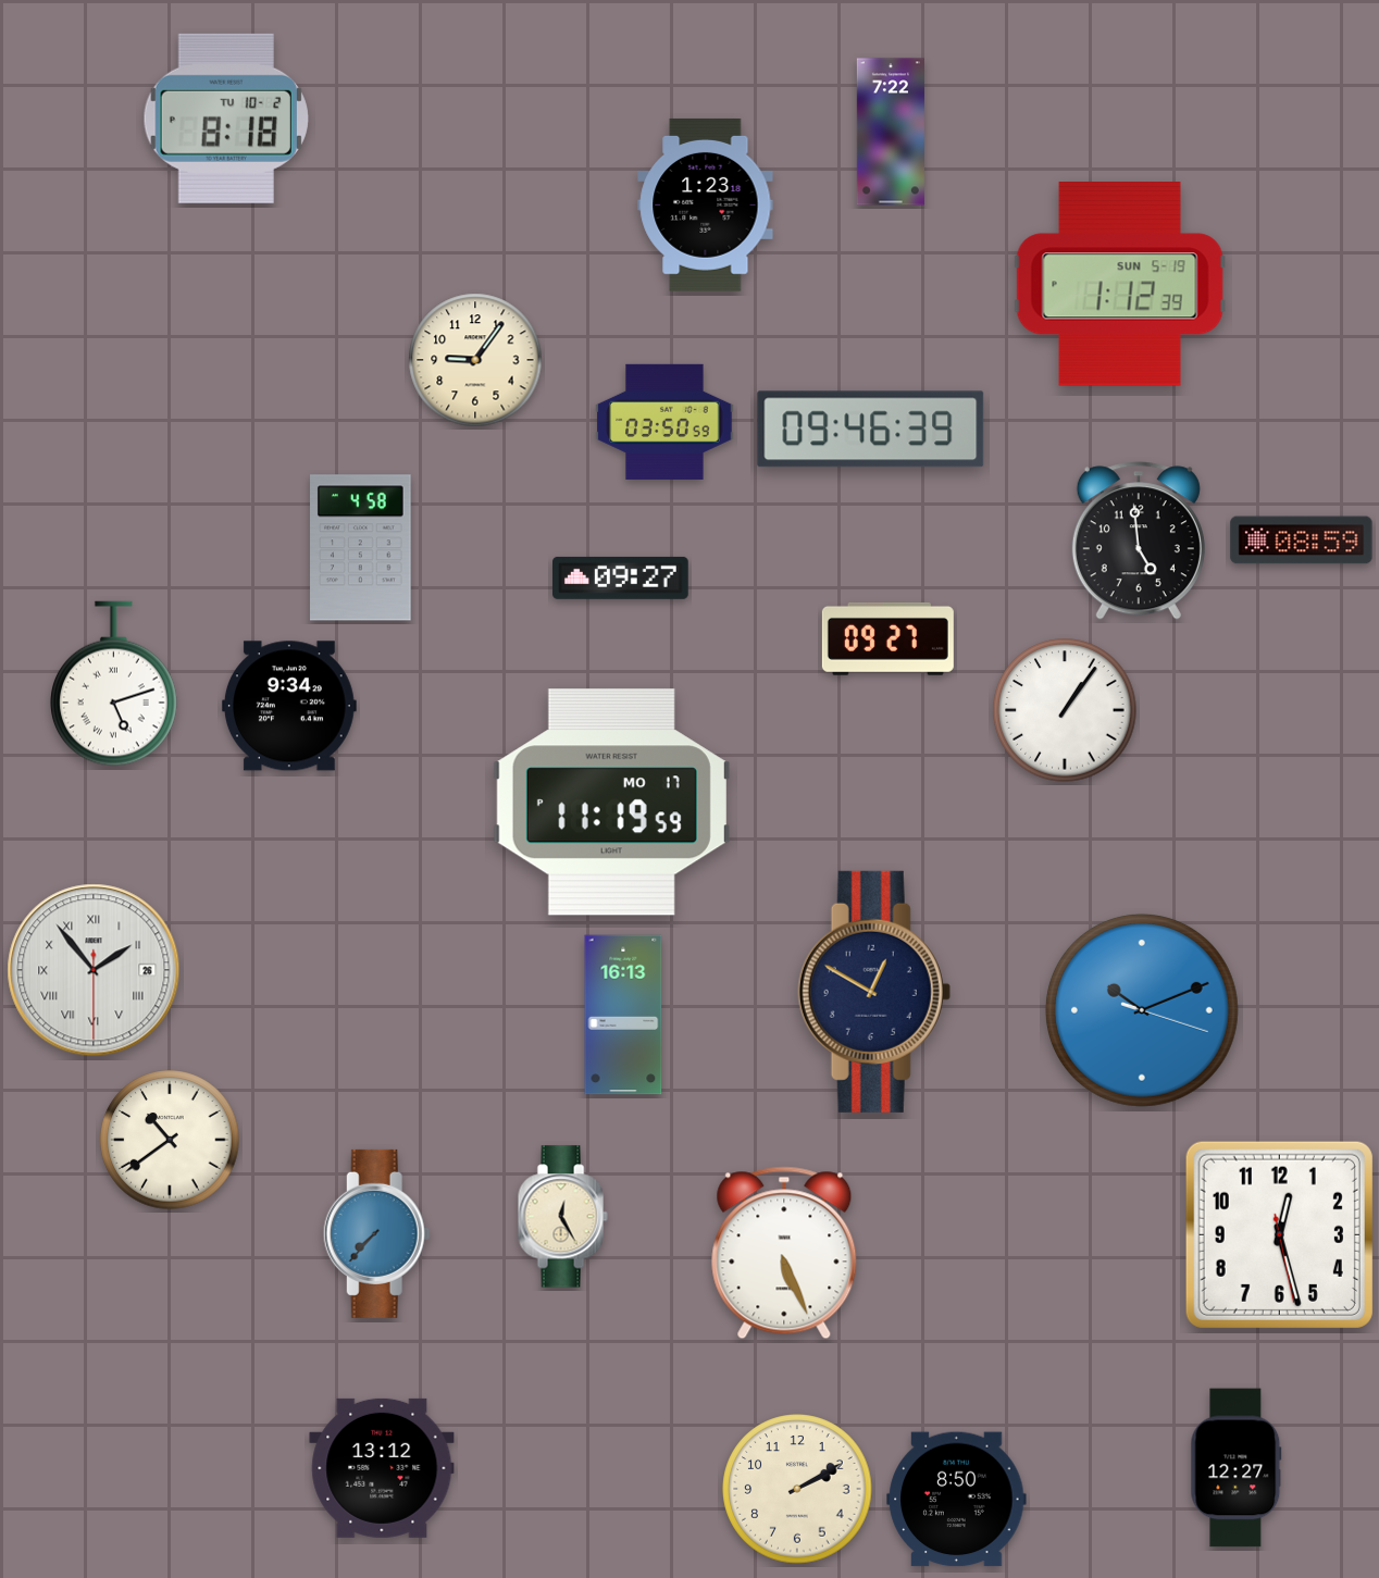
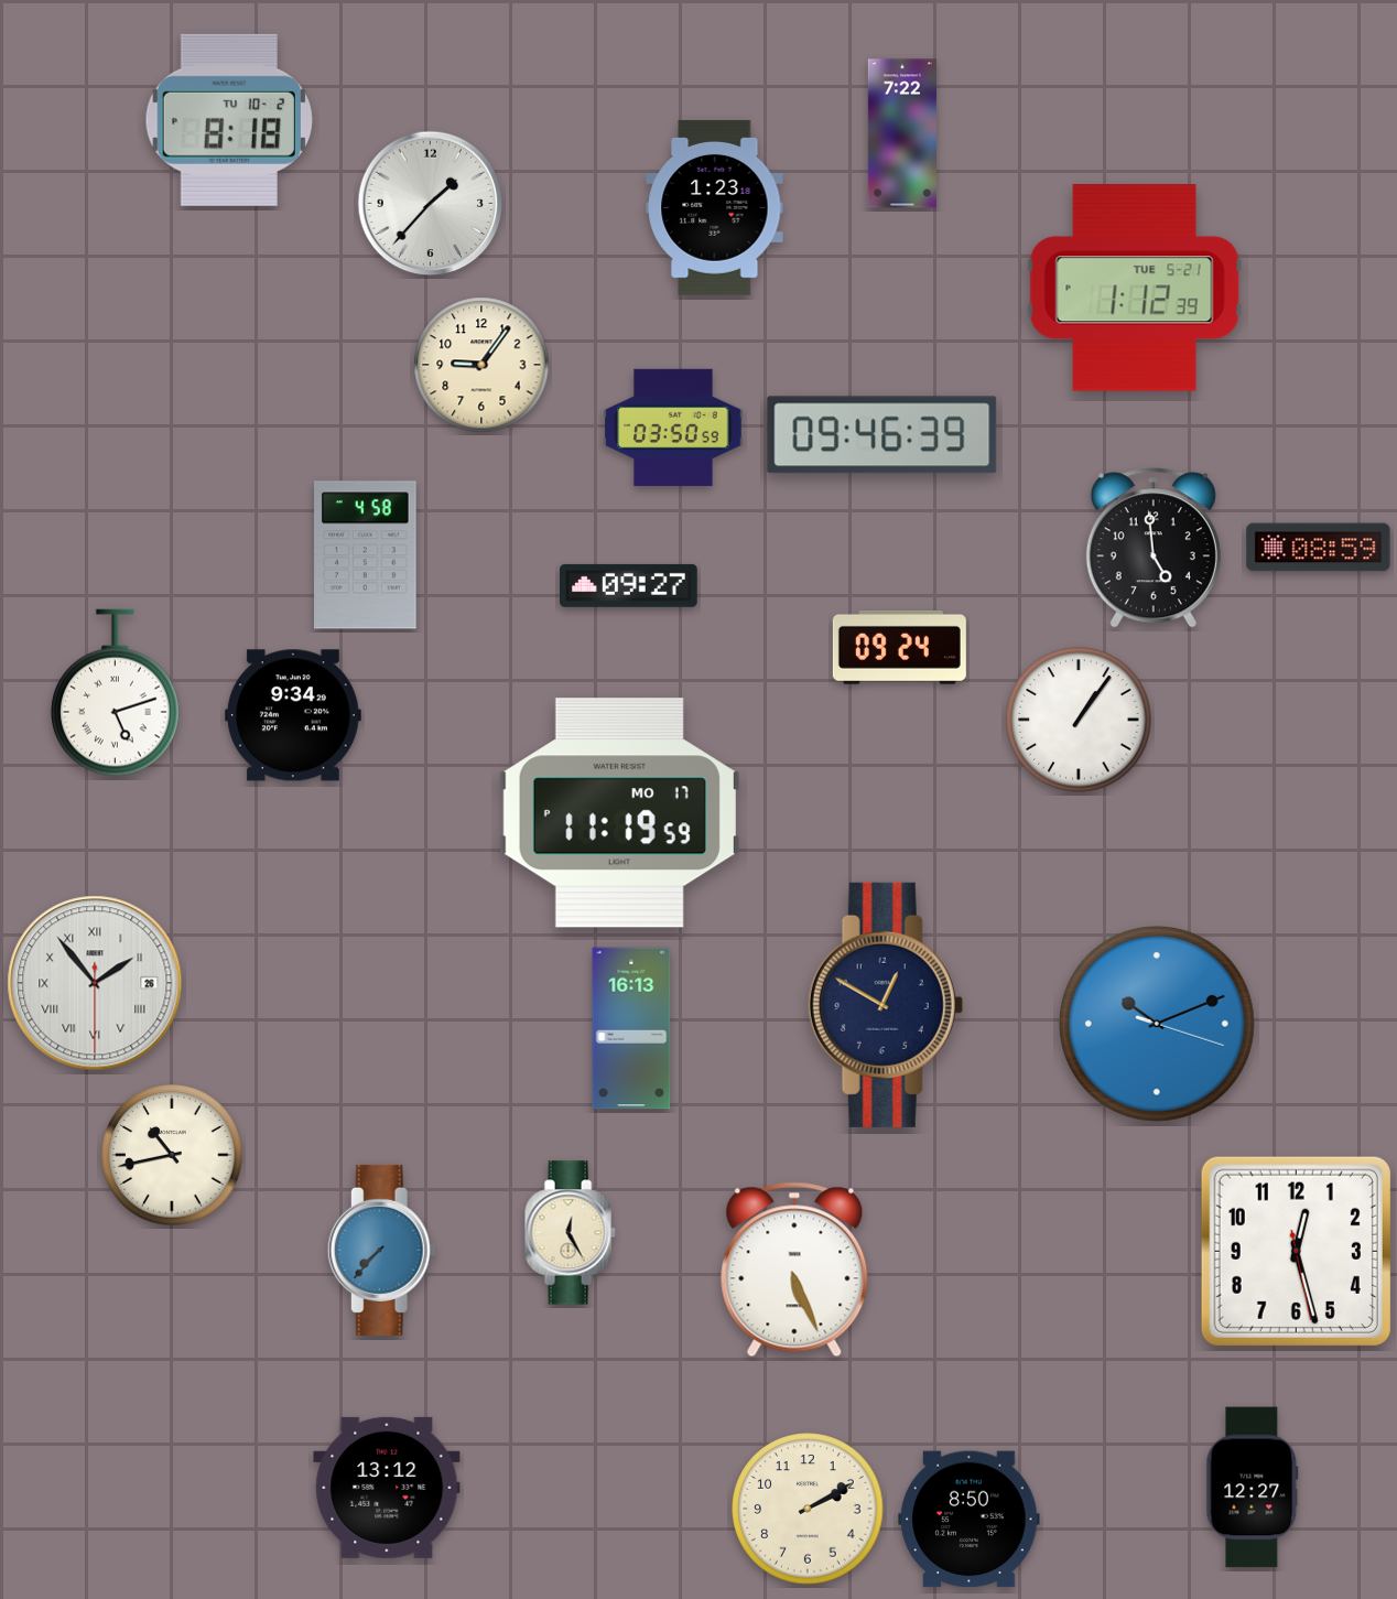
clock at (431, 204): none -> 1:37
clock at (1120, 284) date: SUN 5-19 -> TUE 5-21
clock at (887, 638): 09:27 -> 09:24
clock at (170, 1140): 10:39 -> 10:43
